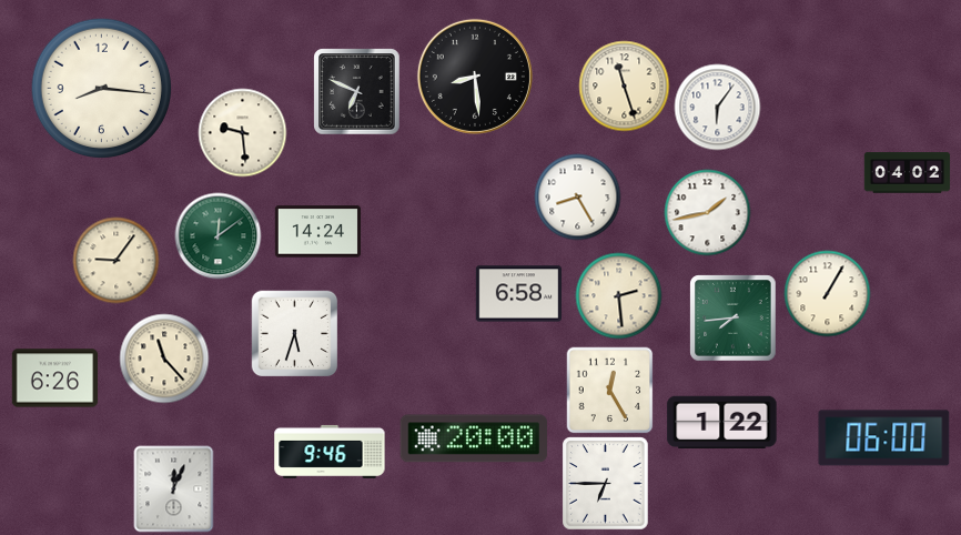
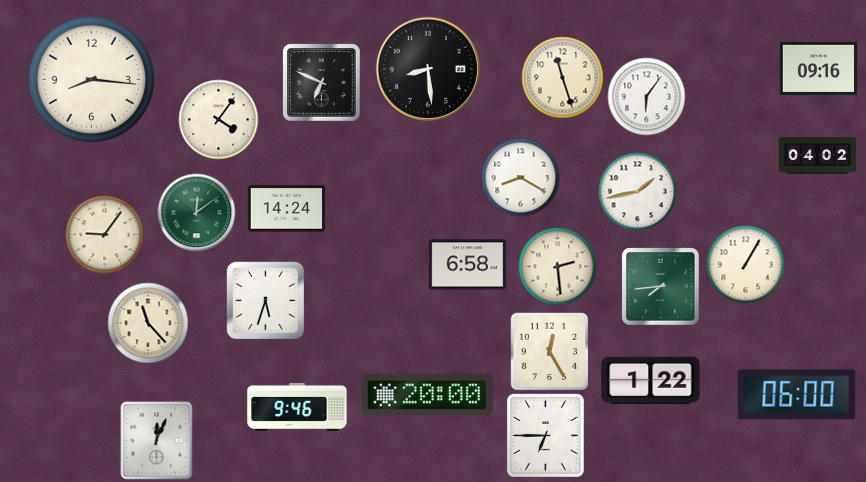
clock at (818, 68): none -> 09:16
clock at (242, 132): 9:29 -> 4:06
clock at (577, 196): 8:25 -> 8:20
clock at (54, 378): 6:26 -> none
